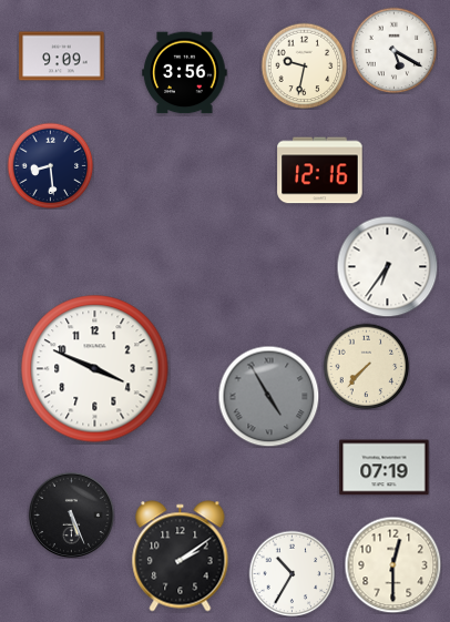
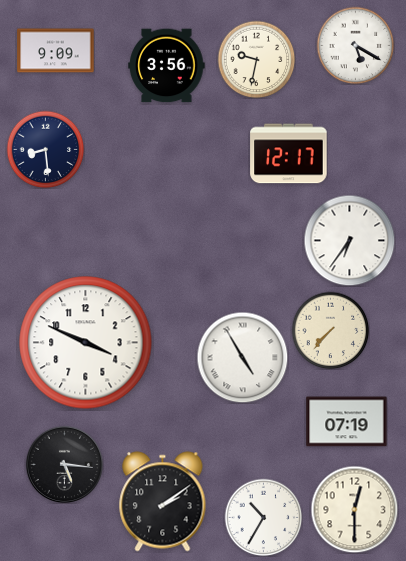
clock at (304, 65) position: (304, 65) -> (256, 59)
clock at (320, 171): 12:16 -> 12:17
clock at (95, 369) position: (95, 369) -> (86, 343)
clock at (268, 396) dial: grey -> white
clock at (71, 514): 5:26 -> 5:16
